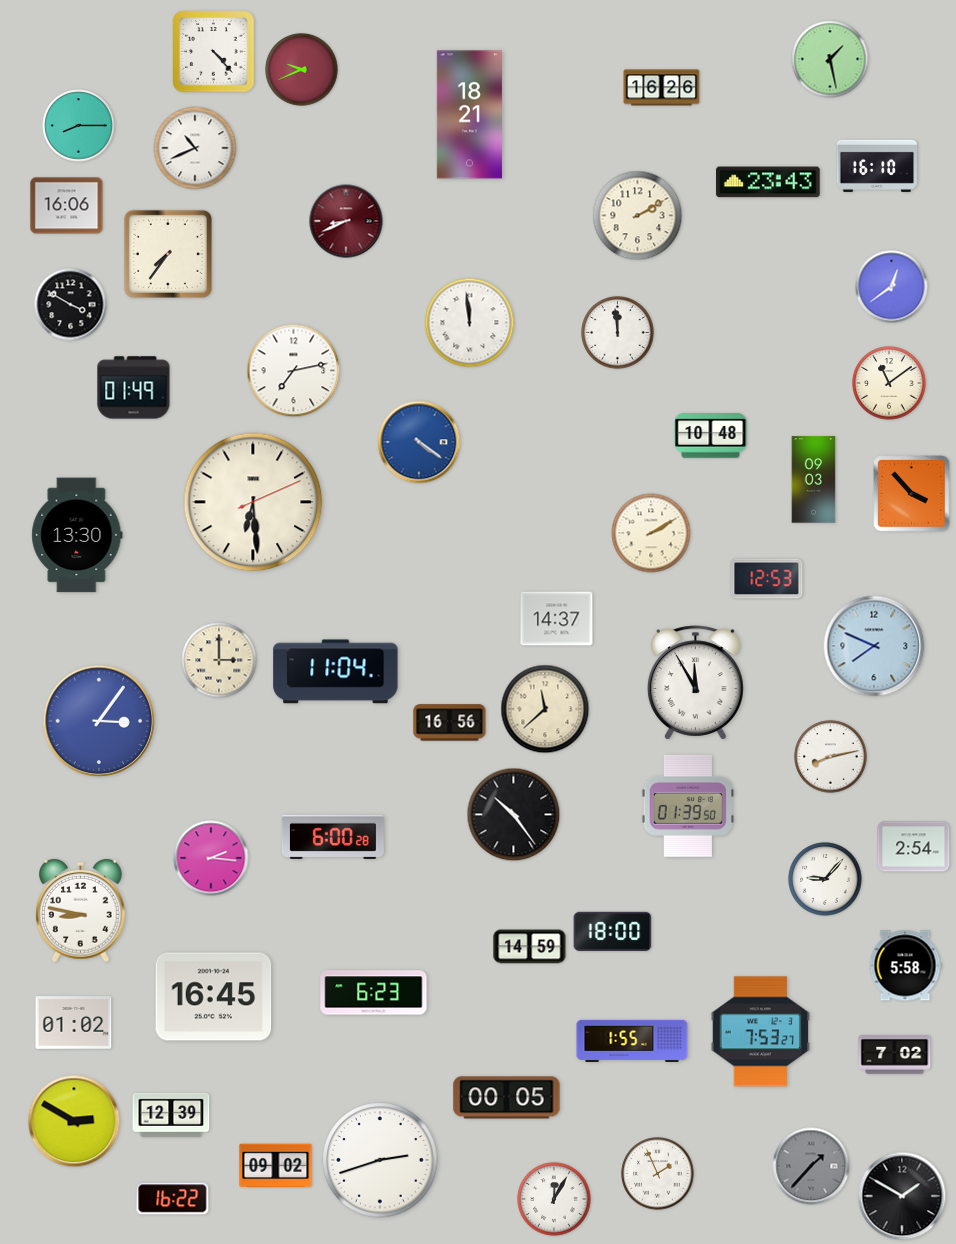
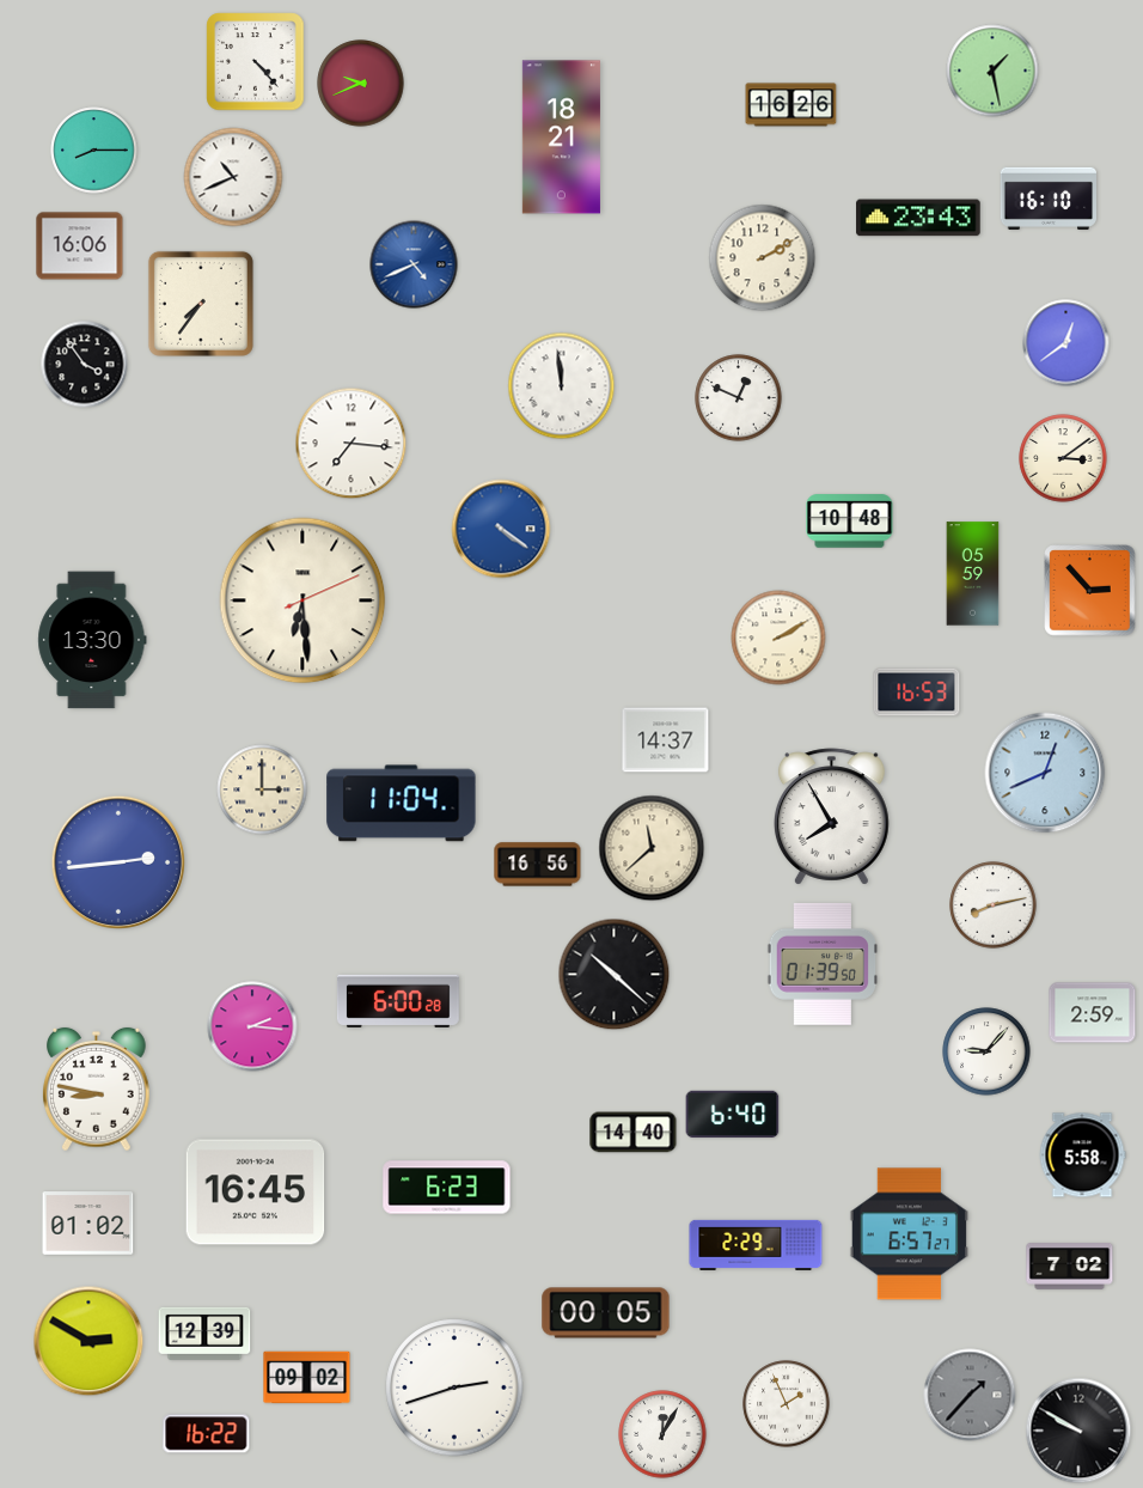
clock at (346, 221): 8:41 -> 4:41
clock at (346, 221) dial: burgundy -> blue
clock at (71, 305): 3:50 -> 3:54
clock at (618, 333): 11:59 -> 12:49
clock at (294, 371): 7:13 -> 7:16
clock at (889, 383): 11:09 -> 3:09
clock at (134, 388): 01:49 -> none
clock at (814, 480): 09:03 -> 05:59
clock at (912, 494): 3:53 -> 2:53
clock at (767, 579): 12:53 -> 16:53
clock at (874, 646): 7:49 -> 12:41
clock at (695, 683): 11:55 -> 7:55
clock at (98, 720): 3:06 -> 2:44
clock at (514, 815): 10:24 -> 10:22
clock at (914, 847): 2:54 -> 2:59
clock at (613, 932): 18:00 -> 6:40
clock at (530, 947): 14:59 -> 14:40
clock at (760, 1032): 7:53 -> 6:57
clock at (632, 1041): 1:55 -> 2:29
clock at (895, 1055) position: (895, 1055) -> (1070, 1267)
clock at (276, 1166) position: (276, 1166) -> (307, 1378)
clock at (902, 1196): 1:50 -> 9:50
